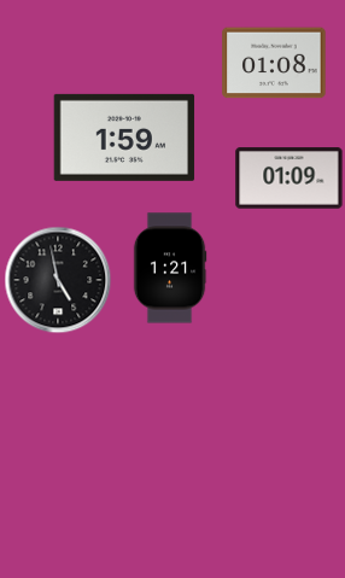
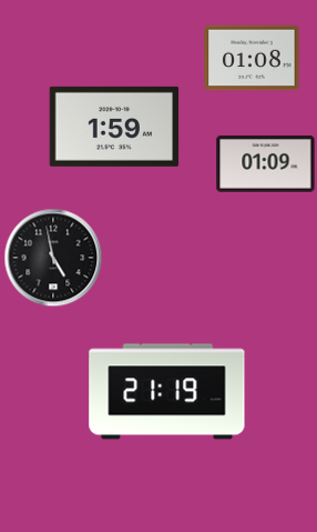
clock at (170, 268): 1:21 -> none
clock at (167, 392): none -> 21:19
